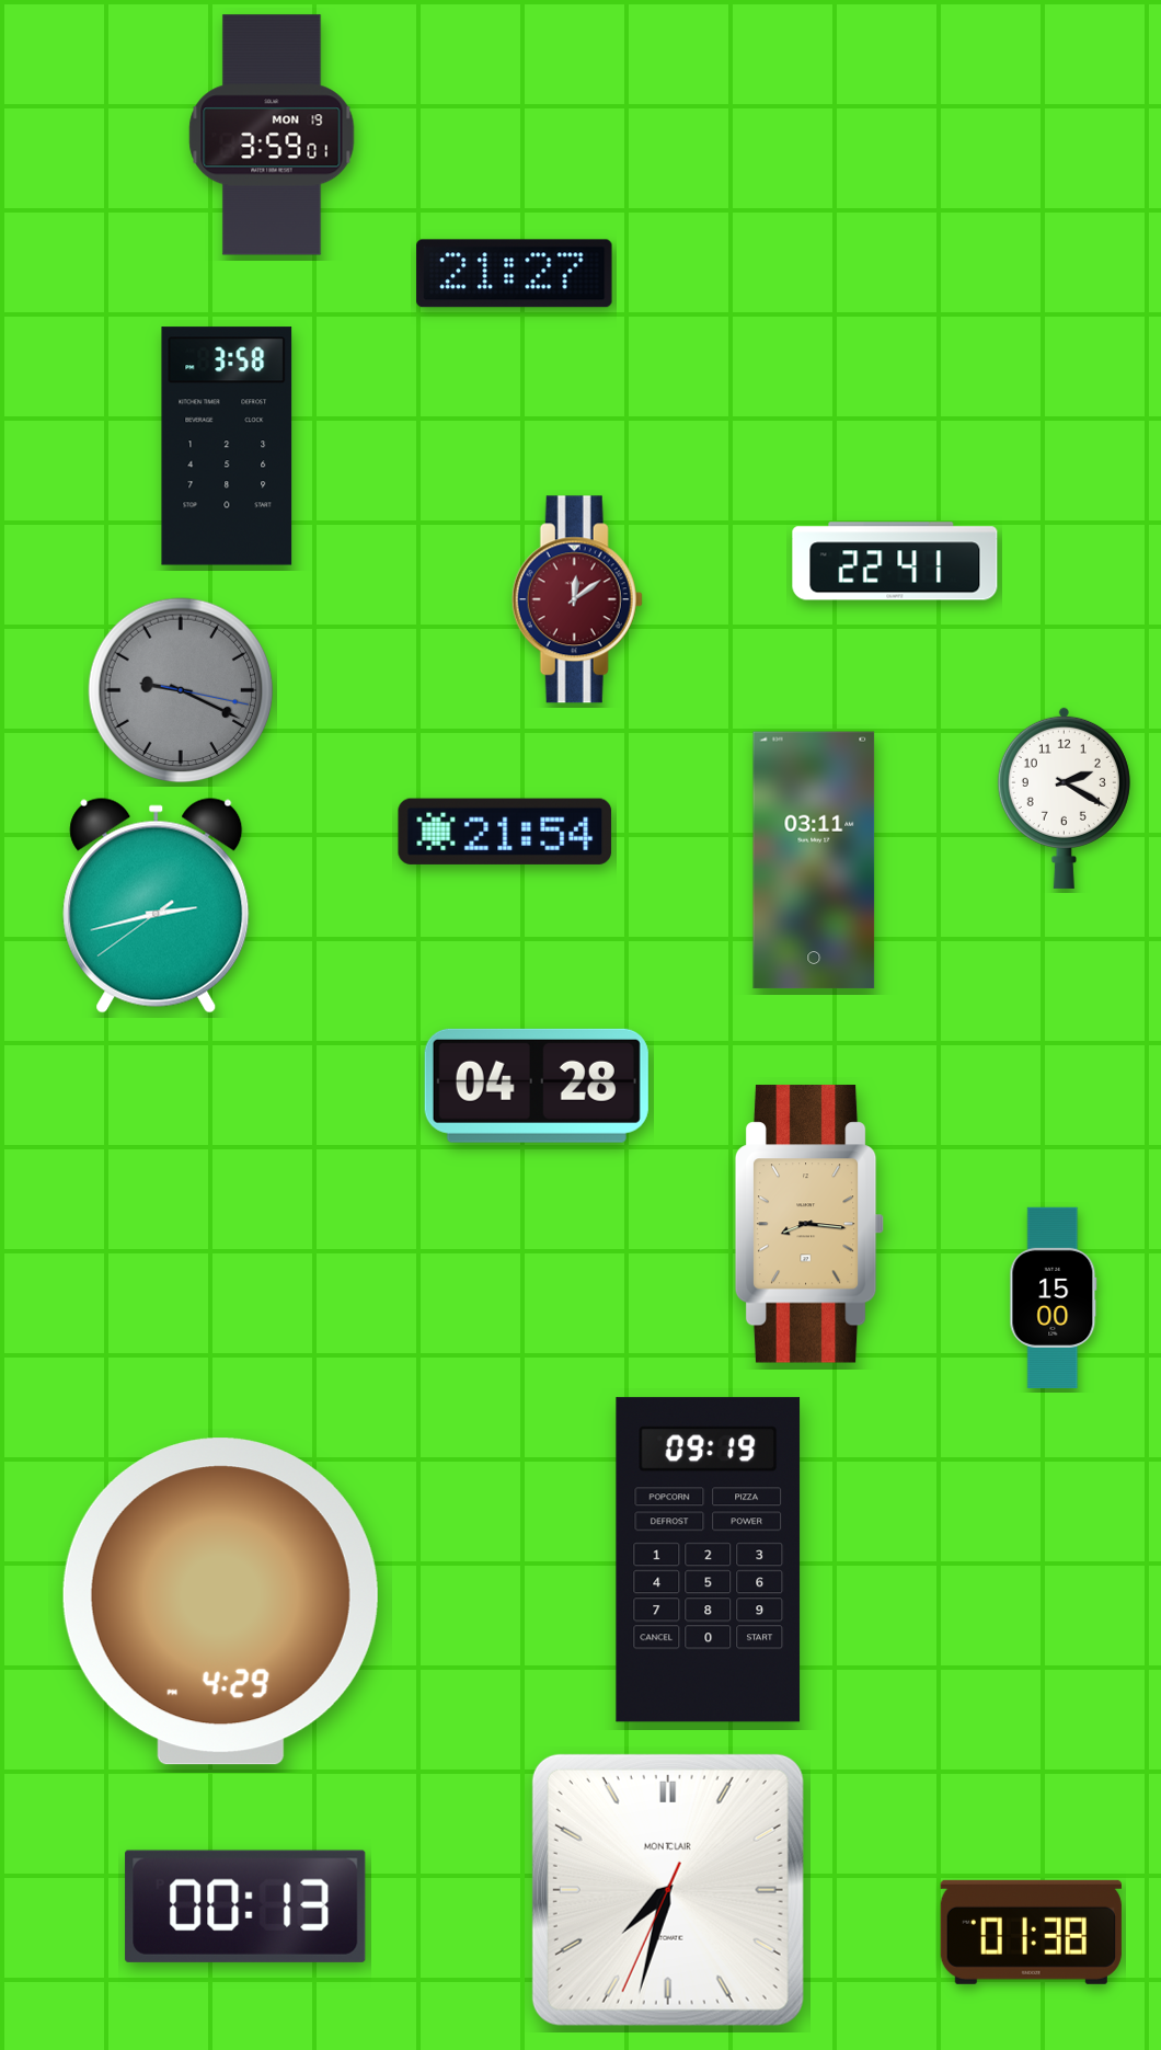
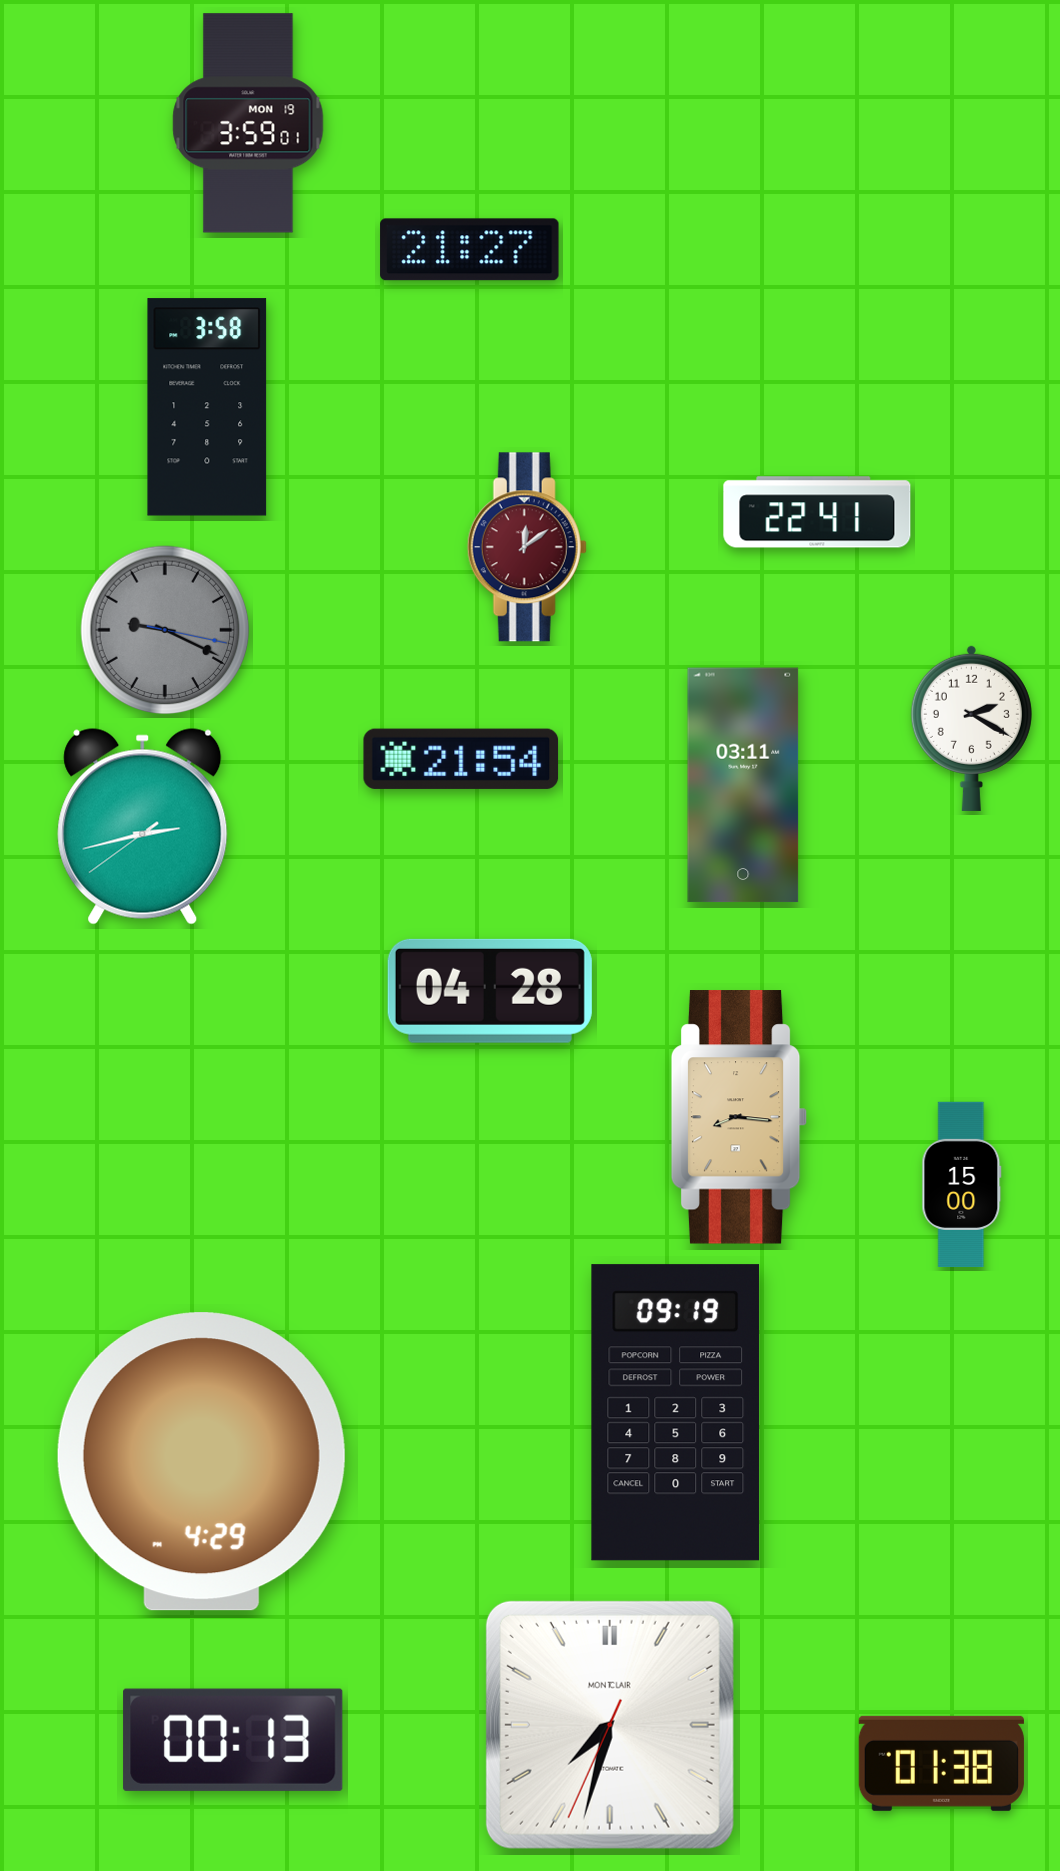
clock at (709, 1560) position: (709, 1560) -> (676, 1413)
clock at (245, 1906) position: (245, 1906) -> (233, 1740)
